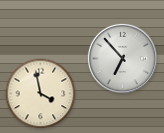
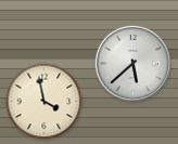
clock at (122, 58): 6:53 -> 5:38
